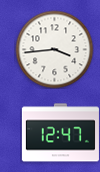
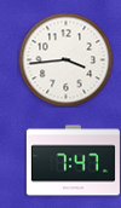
clock at (60, 133): 12:47 -> 7:47
